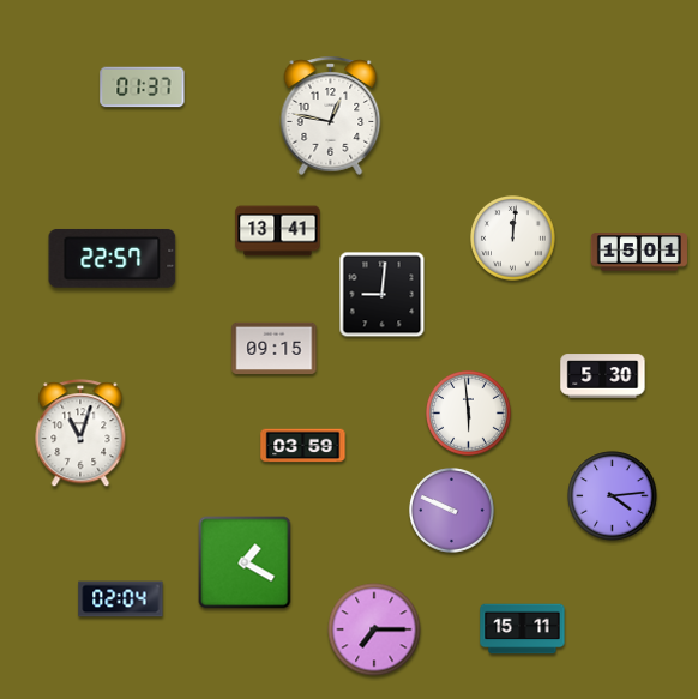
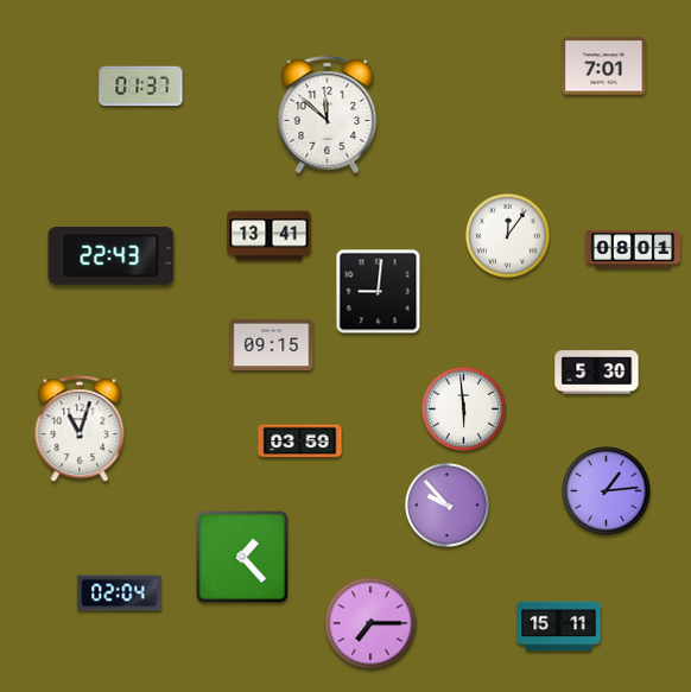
clock at (604, 66): none -> 7:01
clock at (331, 115): 12:47 -> 11:52
clock at (278, 231) position: (278, 231) -> (270, 236)
clock at (513, 239): 12:01 -> 12:06
clock at (639, 252): 15:01 -> 08:01
clock at (113, 258): 22:57 -> 22:43
clock at (613, 496): 4:14 -> 1:14
clock at (452, 511): 9:49 -> 9:53
clock at (245, 562): 1:20 -> 1:23
clock at (523, 629) position: (523, 629) -> (559, 627)
